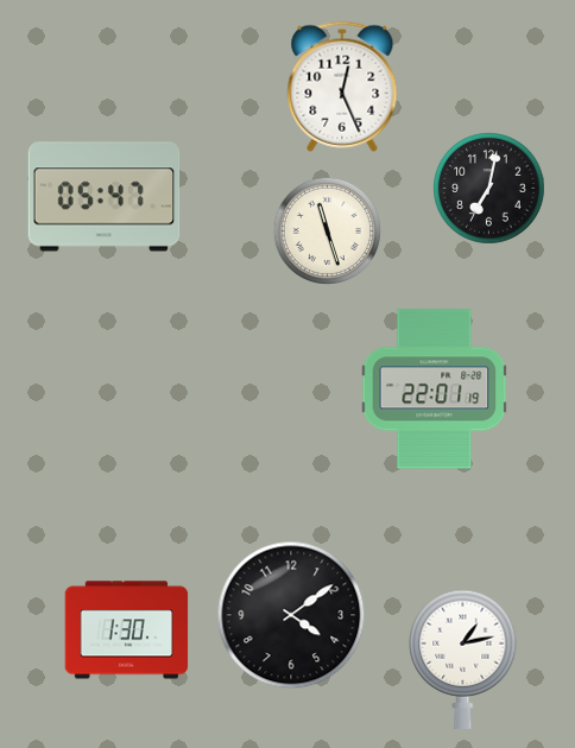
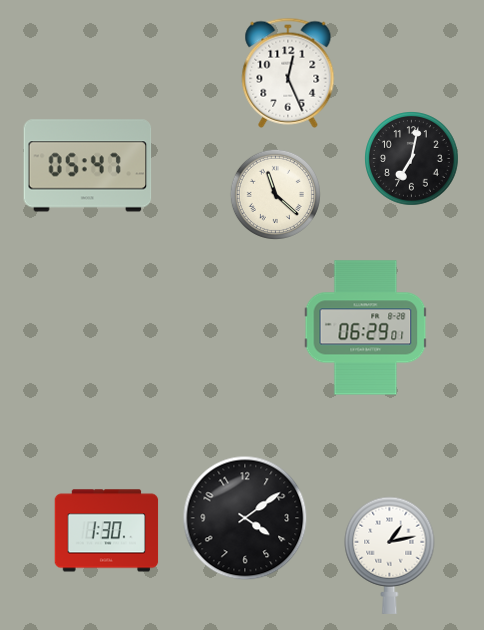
clock at (327, 230): 11:27 -> 11:22
clock at (435, 389): 22:01 -> 06:29
